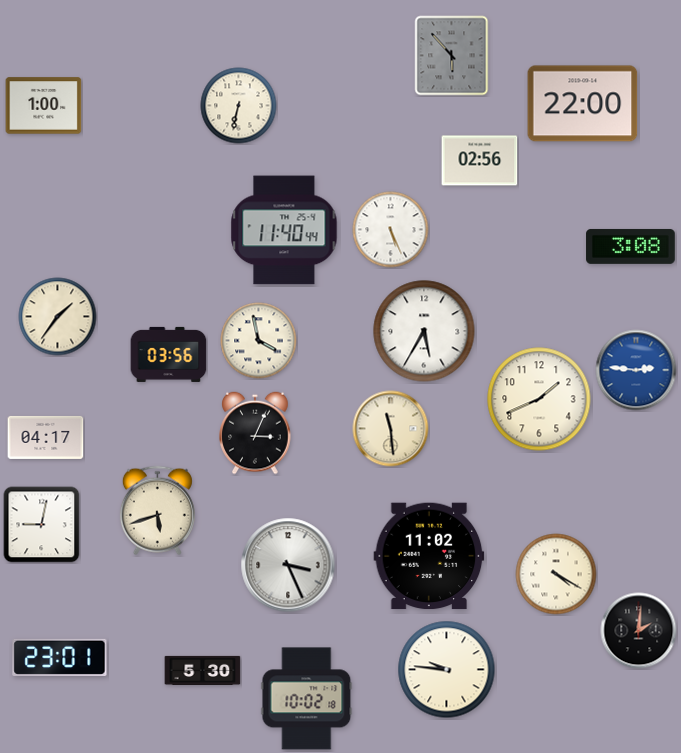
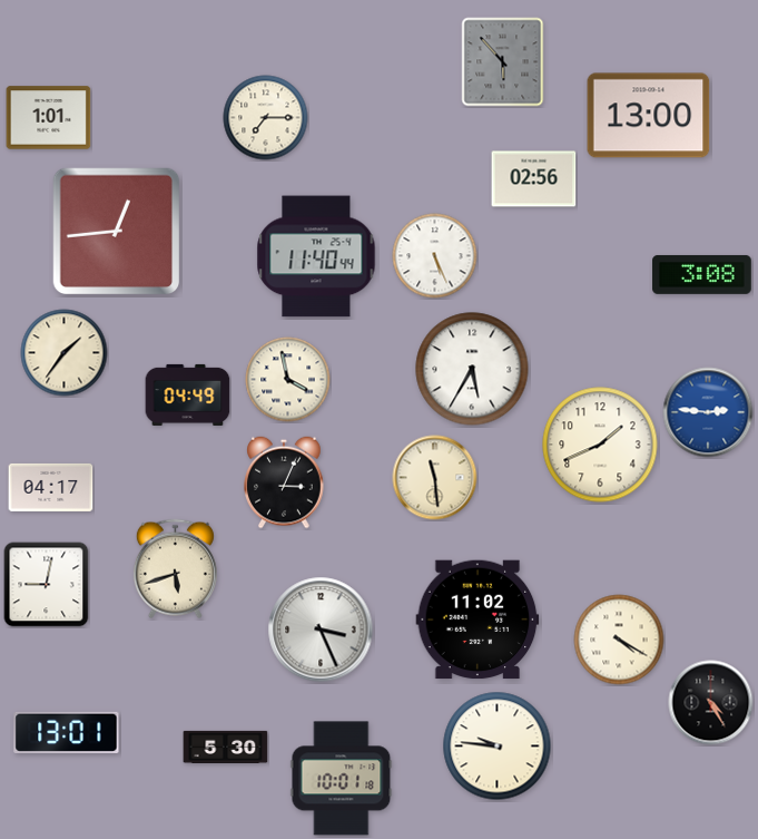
clock at (583, 104): 22:00 -> 13:00
clock at (44, 106): 1:00 -> 1:01
clock at (239, 106): 6:32 -> 7:15
clock at (117, 232): none -> 12:44
clock at (169, 354): 03:56 -> 04:49
clock at (639, 631): 2:01 -> 4:25
clock at (60, 657): 23:01 -> 13:01
clock at (307, 699): 10:02 -> 10:01
